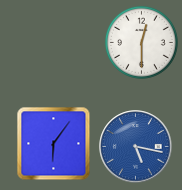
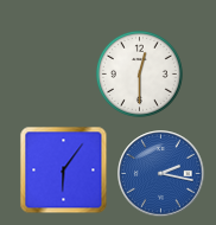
clock at (141, 42) position: (141, 42) -> (139, 73)
clock at (136, 147): 5:17 -> 2:17
